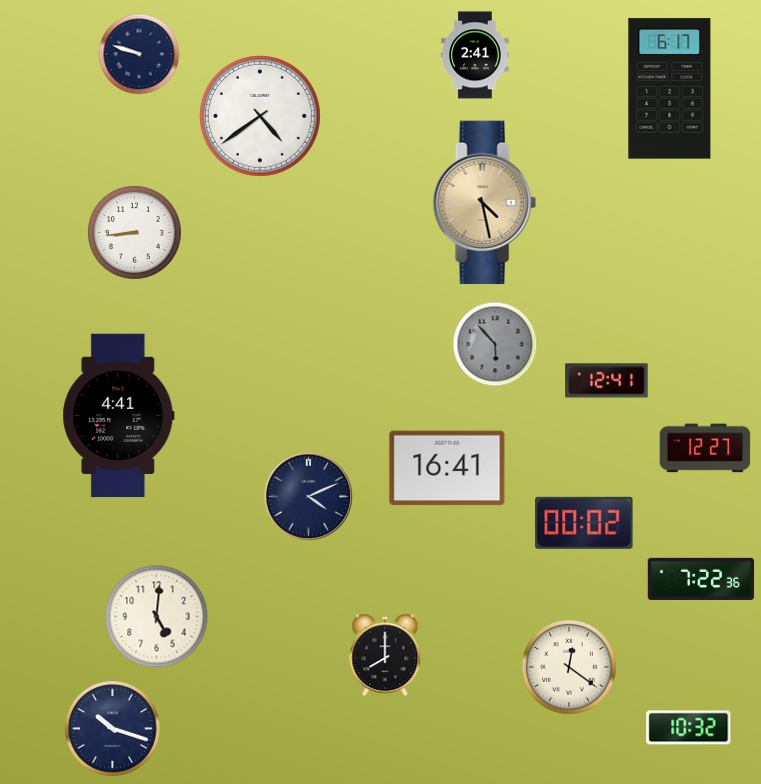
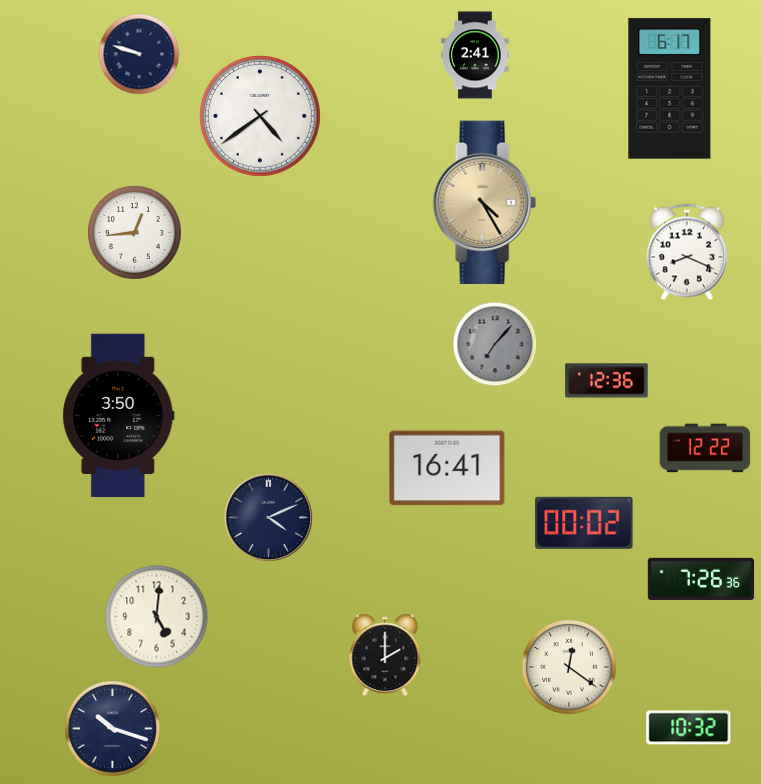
clock at (484, 203): 4:28 -> 4:25
clock at (134, 232): 8:44 -> 12:44
clock at (687, 252): none -> 8:19
clock at (495, 344): 5:53 -> 7:07
clock at (607, 381): 12:41 -> 12:36
clock at (119, 416): 4:41 -> 3:50
clock at (705, 448): 12:27 -> 12:22
clock at (309, 497) position: (309, 497) -> (269, 518)
clock at (701, 578): 7:22 -> 7:26
clock at (385, 655): 8:00 -> 2:00
